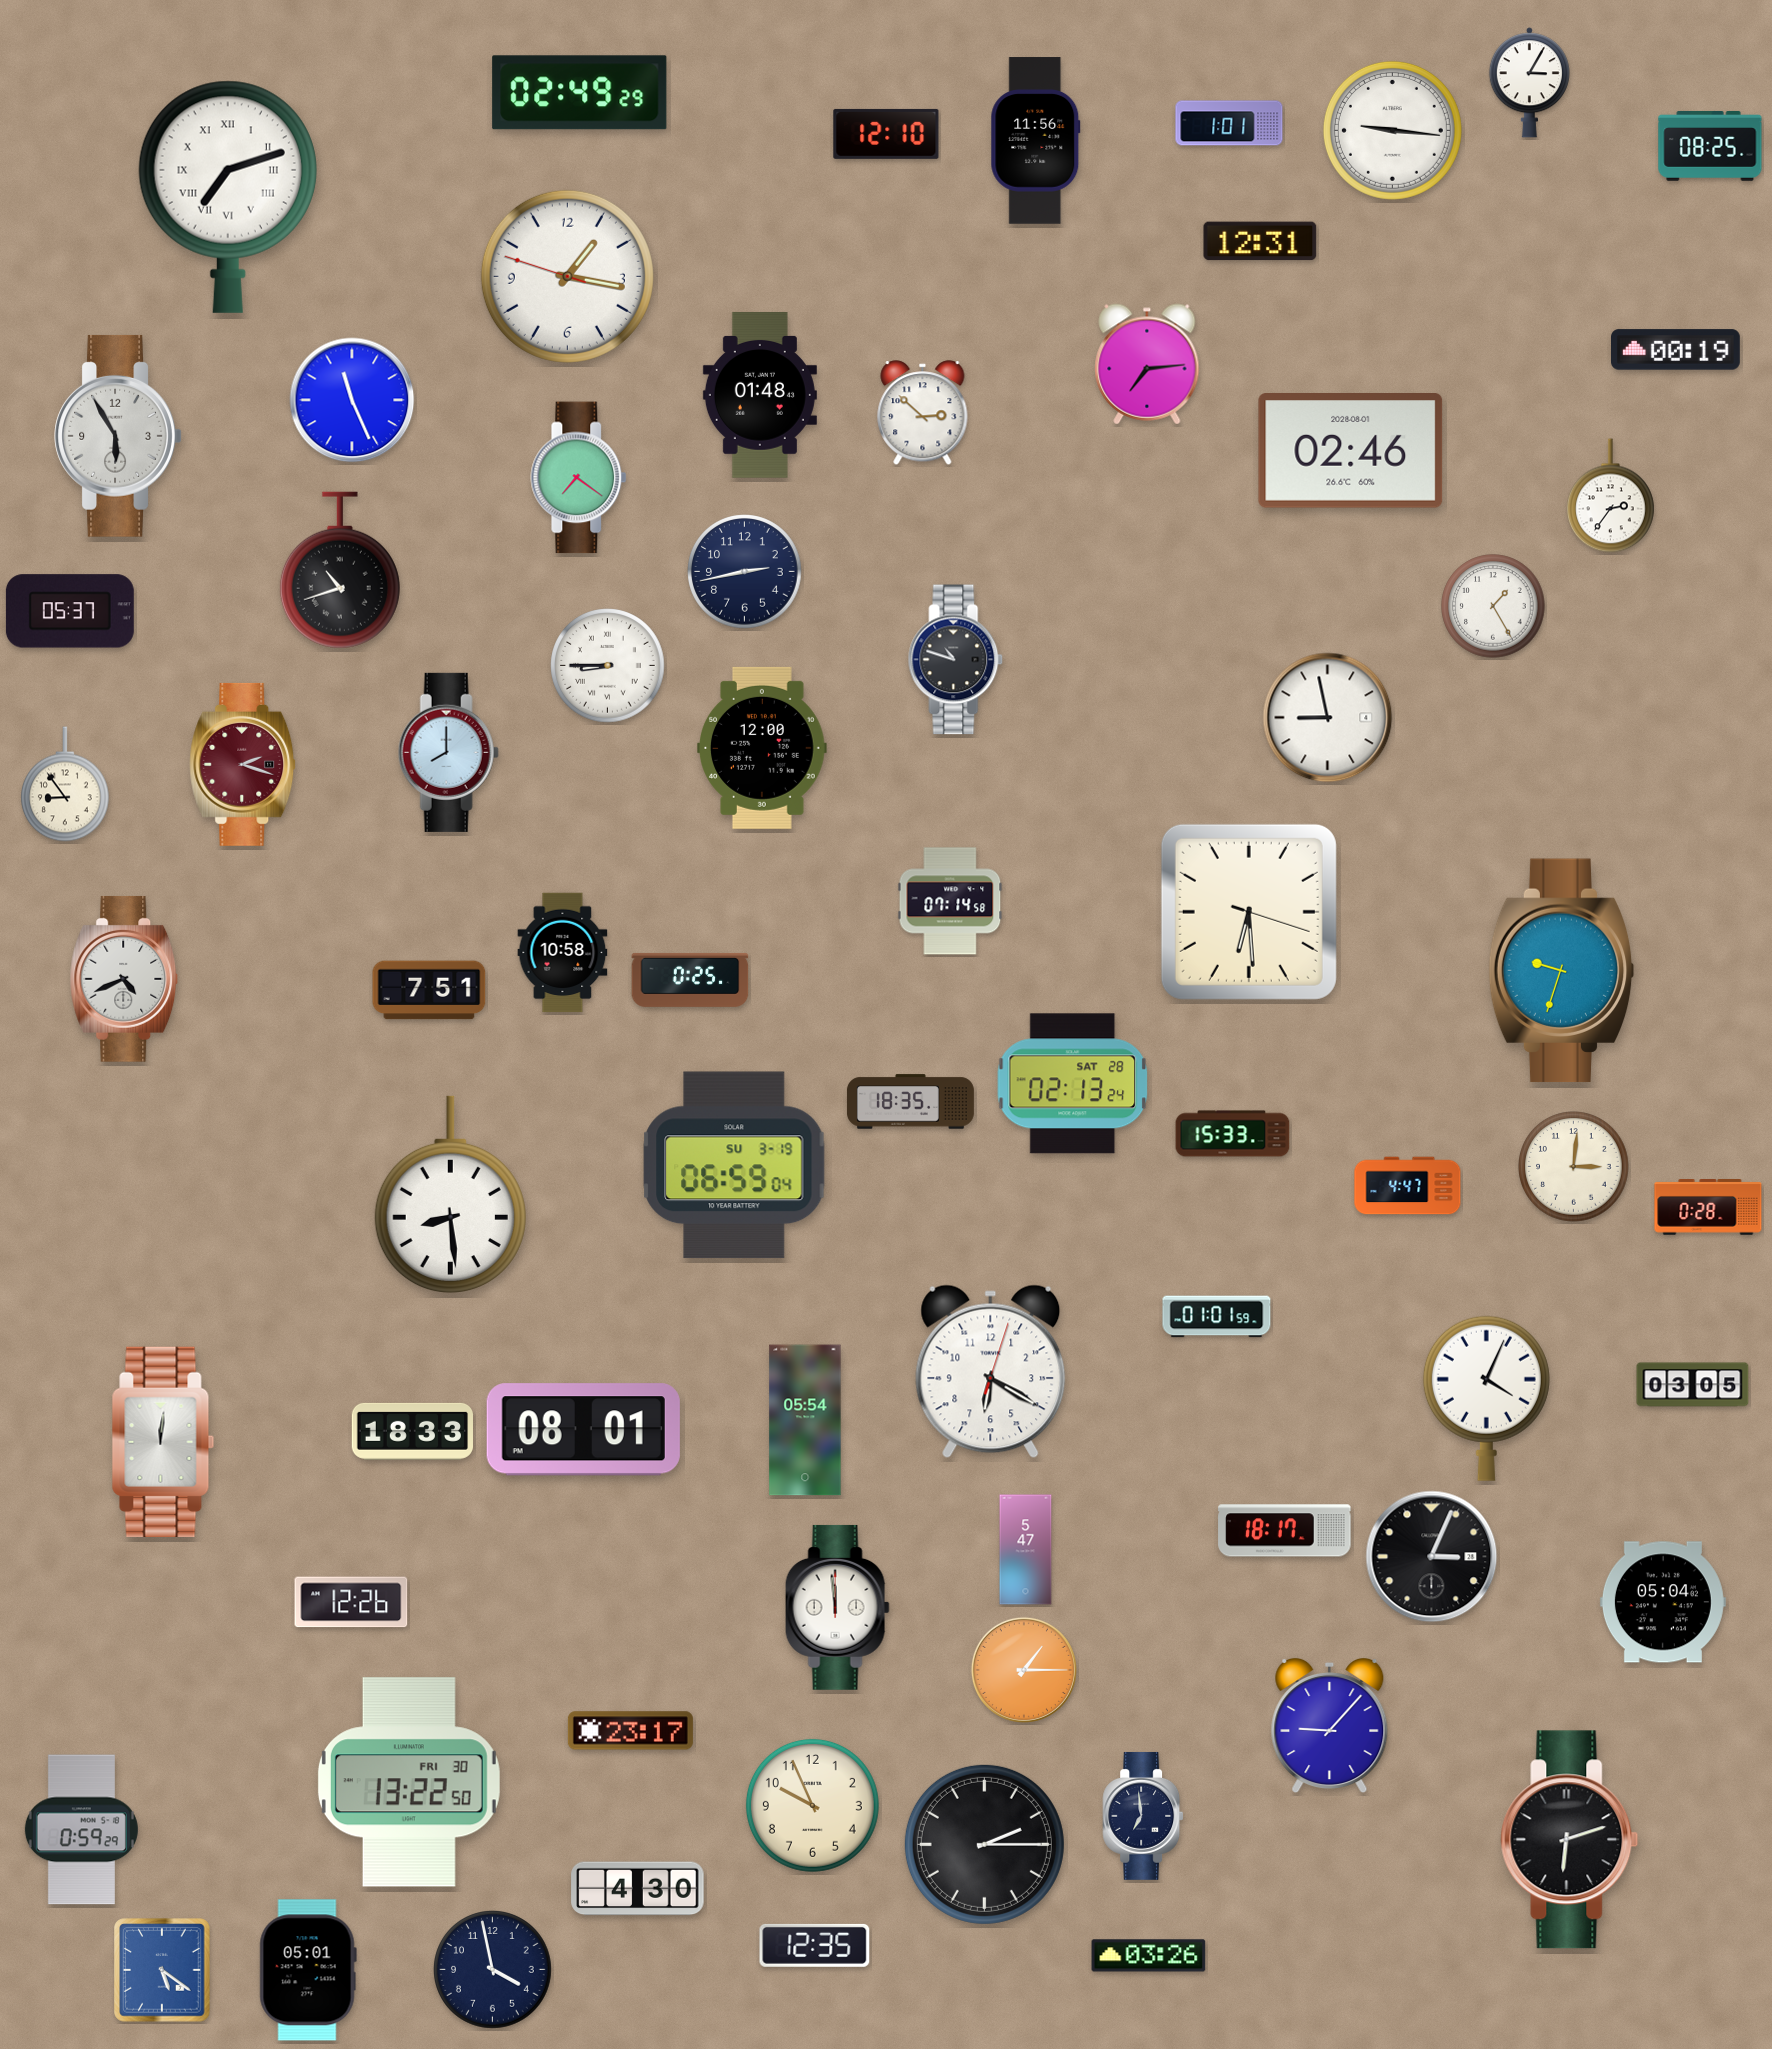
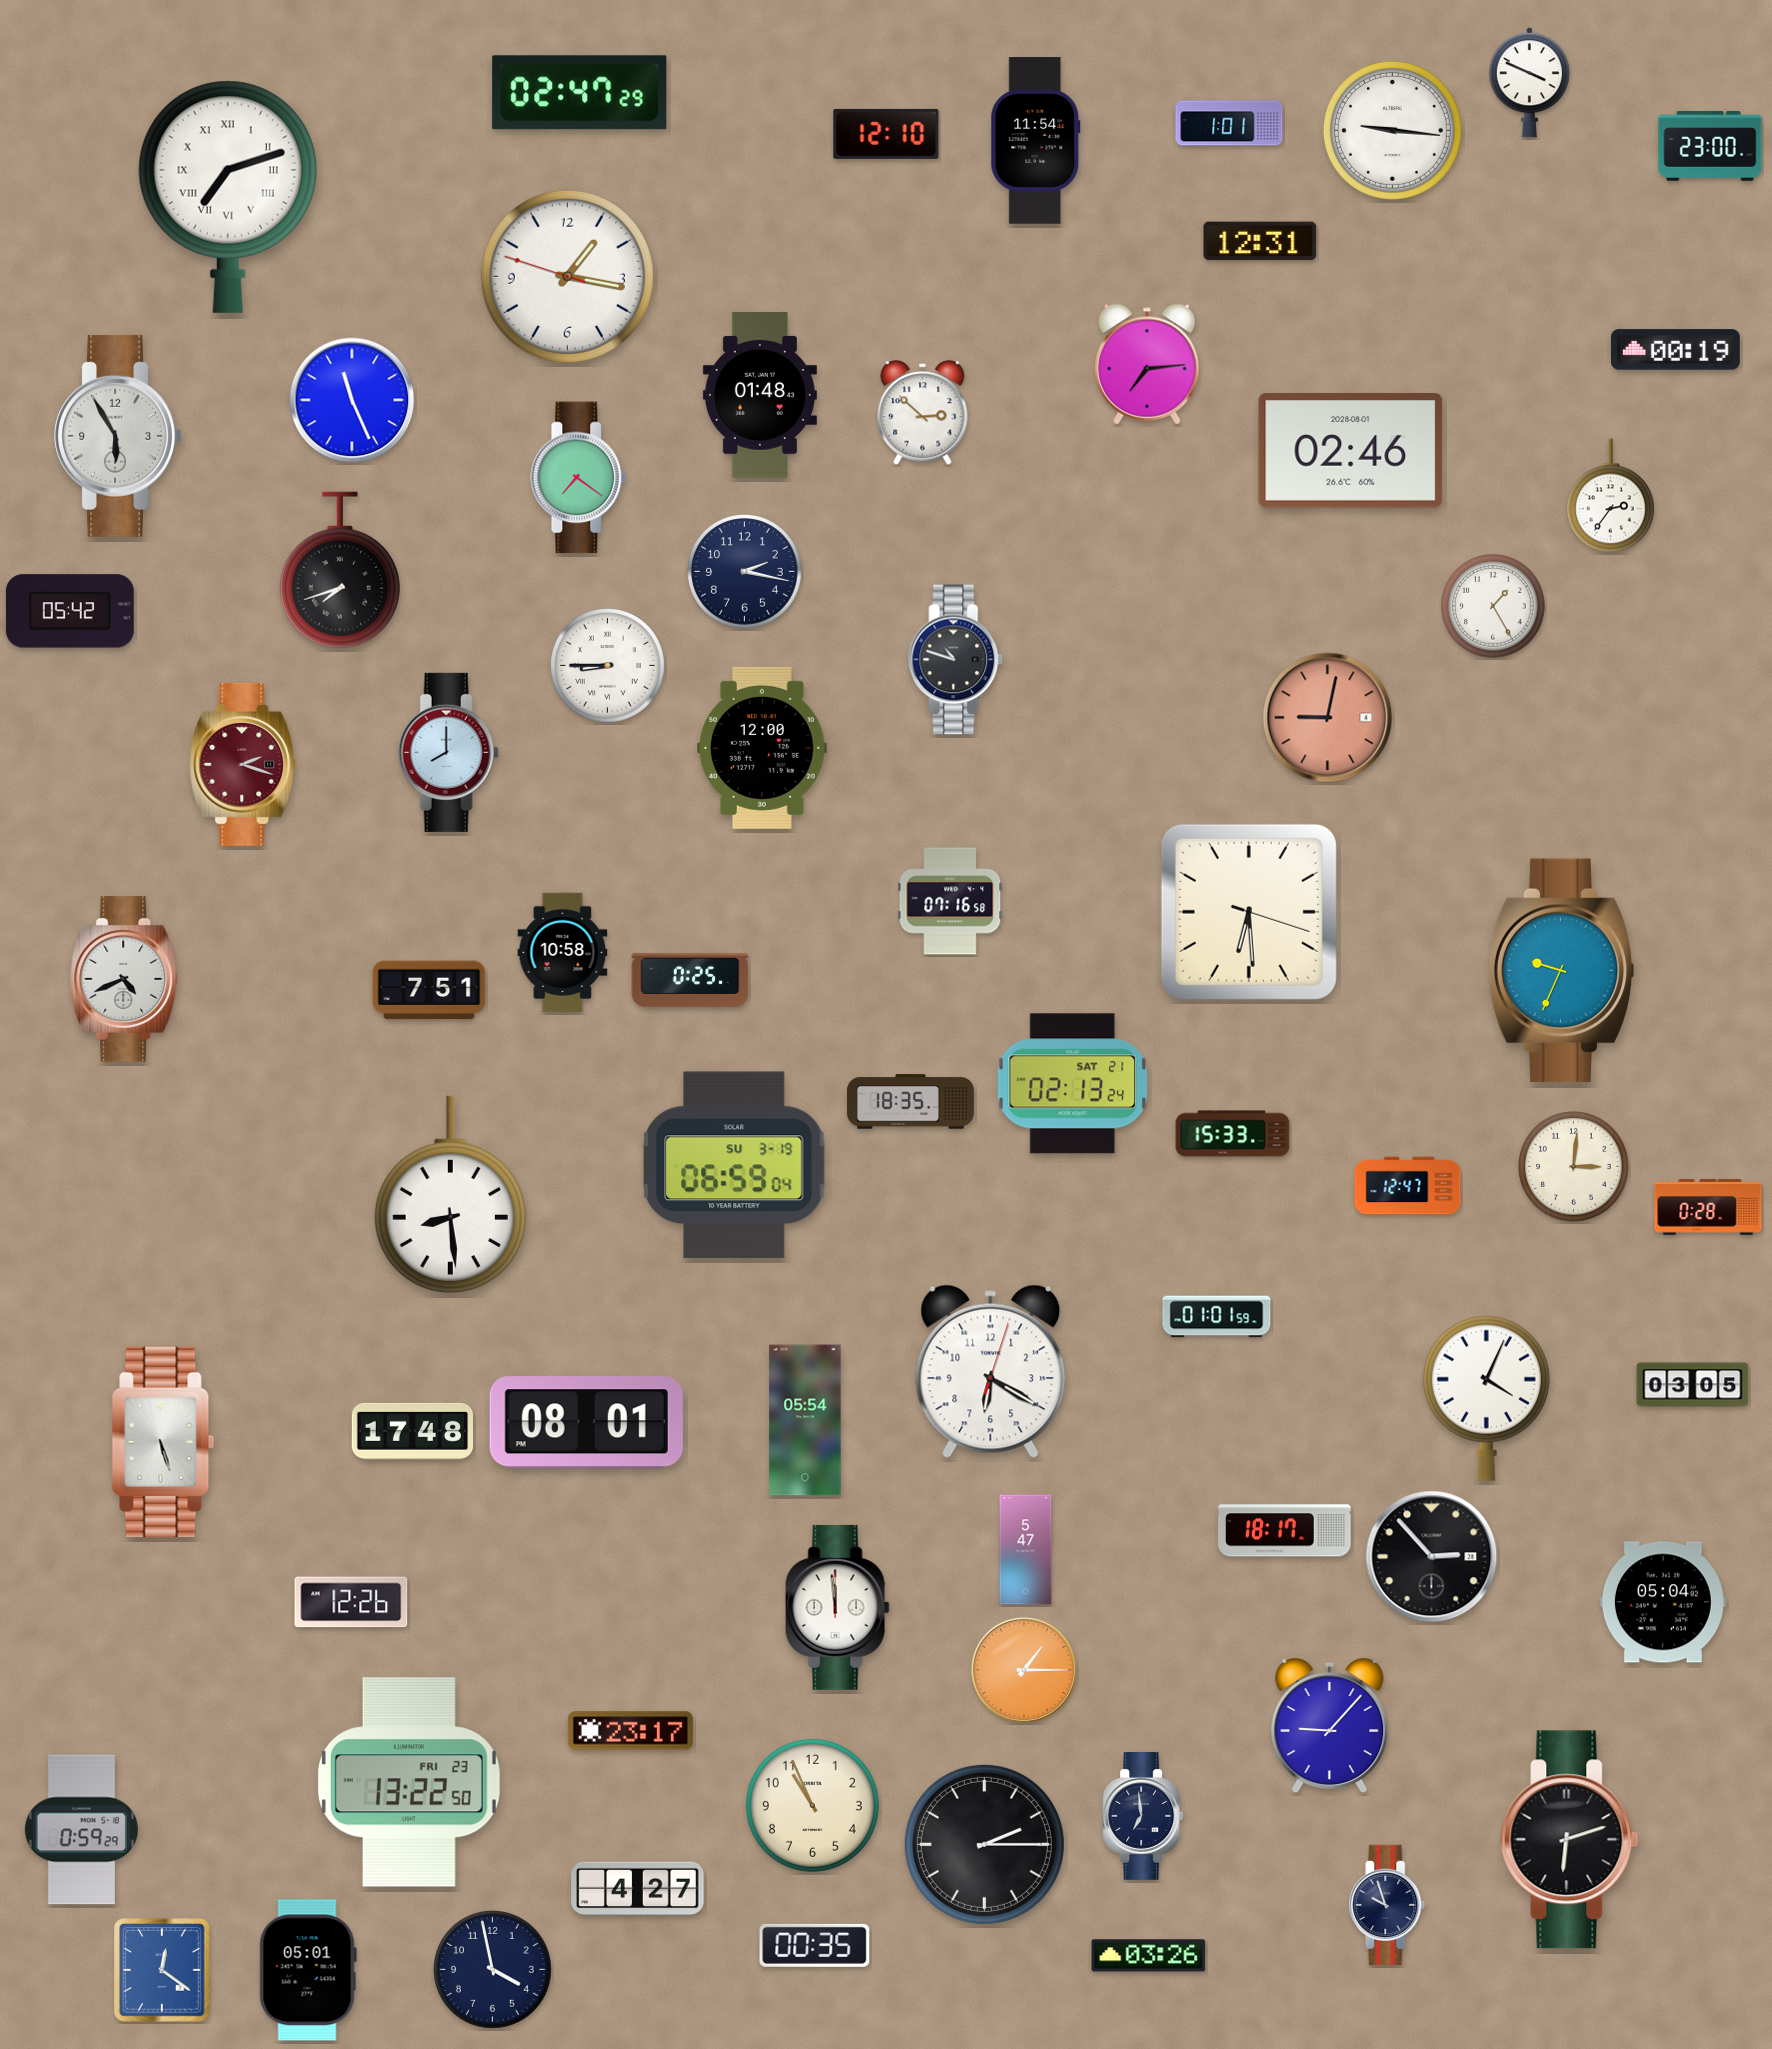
clock at (1529, 83): 3:05 -> 3:49
clock at (580, 93): 02:49 -> 02:47
clock at (1036, 141): 11:56 -> 11:54
clock at (1710, 147): 08:25 -> 23:00
clock at (340, 570): 10:42 -> 7:42
clock at (745, 572): 2:43 -> 2:17
clock at (70, 611): 05:37 -> 05:42
clock at (1328, 718): 8:58 -> 9:02
clock at (1328, 718) dial: white -> salmon
clock at (66, 784): 8:54 -> none
clock at (950, 901): 07:14 -> 07:16
clock at (1562, 971): 9:33 -> 9:34
clock at (1073, 1084) date: SAT 28 -> SAT 21
clock at (1408, 1186): 4:47 -> 12:47
clock at (583, 1430) position: (583, 1430) -> (586, 1423)
clock at (412, 1431): 18:33 -> 17:48
clock at (163, 1441): 12:01 -> 5:27
clock at (1432, 1557): 3:04 -> 2:53
clock at (409, 1782) date: FRI 30 -> FRI 23
clock at (812, 1805): 9:56 -> 10:56
clock at (638, 1889): 4:30 -> 4:27
clock at (1387, 1905): none -> 9:57
clock at (815, 1945): 12:35 -> 00:35
clock at (162, 1970): 5:21 -> 12:21
